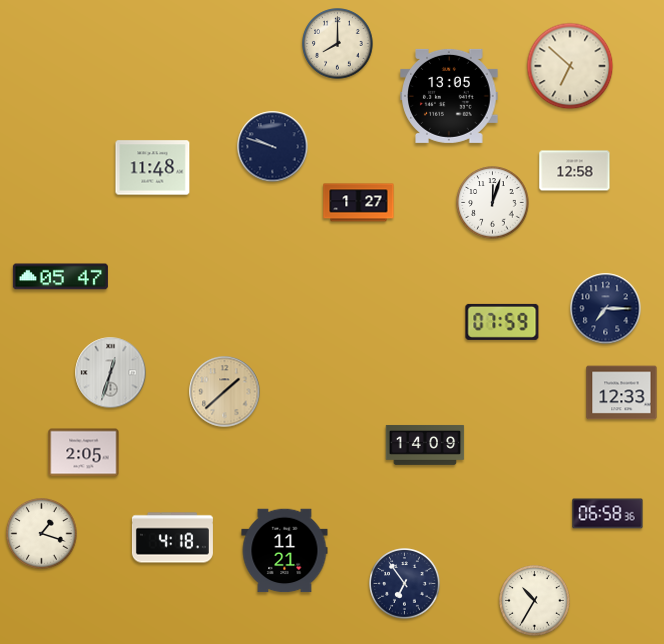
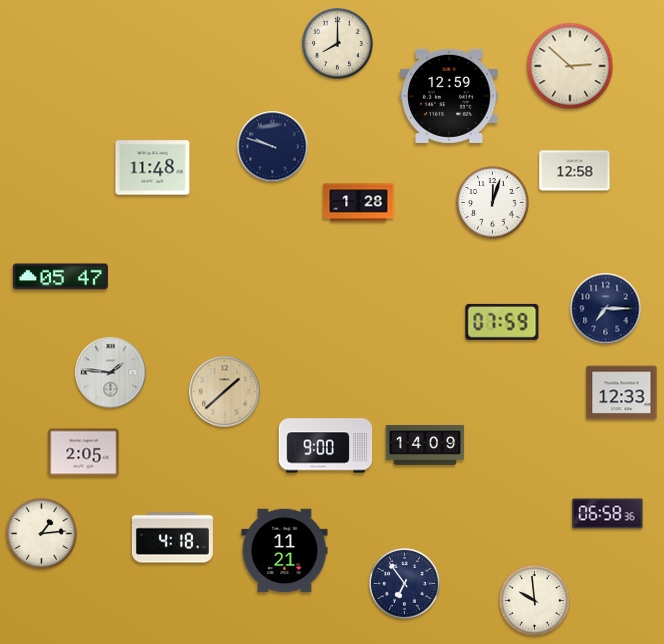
clock at (570, 66): 6:52 -> 2:52
clock at (449, 96): 13:05 -> 12:59
clock at (359, 203): 1:27 -> 1:28
clock at (111, 373): 12:33 -> 1:46
clock at (326, 446): none -> 9:00
clock at (42, 534): 1:18 -> 1:14
clock at (535, 601): 10:35 -> 9:59
